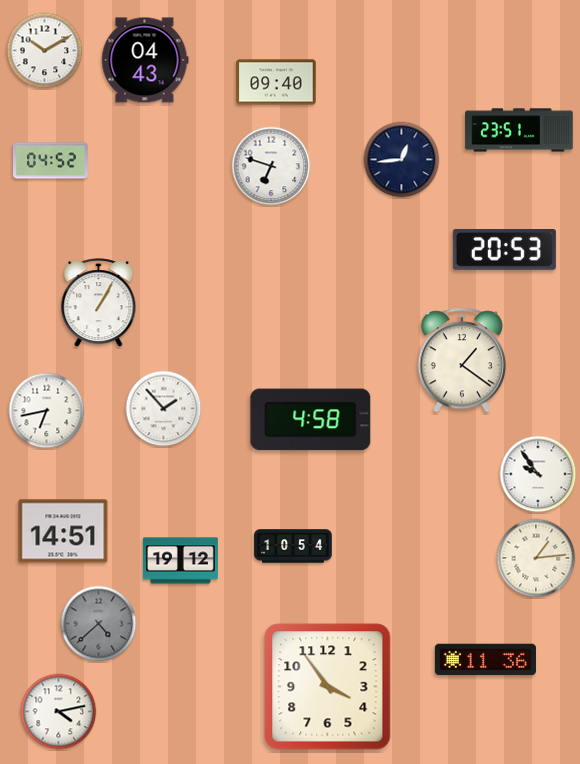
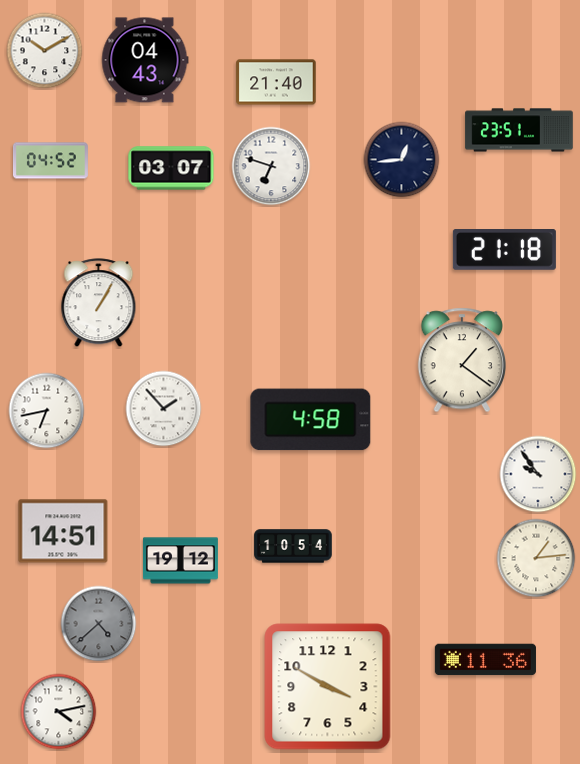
clock at (276, 82): 09:40 -> 21:40
clock at (171, 168): none -> 03:07
clock at (504, 250): 20:53 -> 21:18
clock at (328, 687): 3:54 -> 3:50
